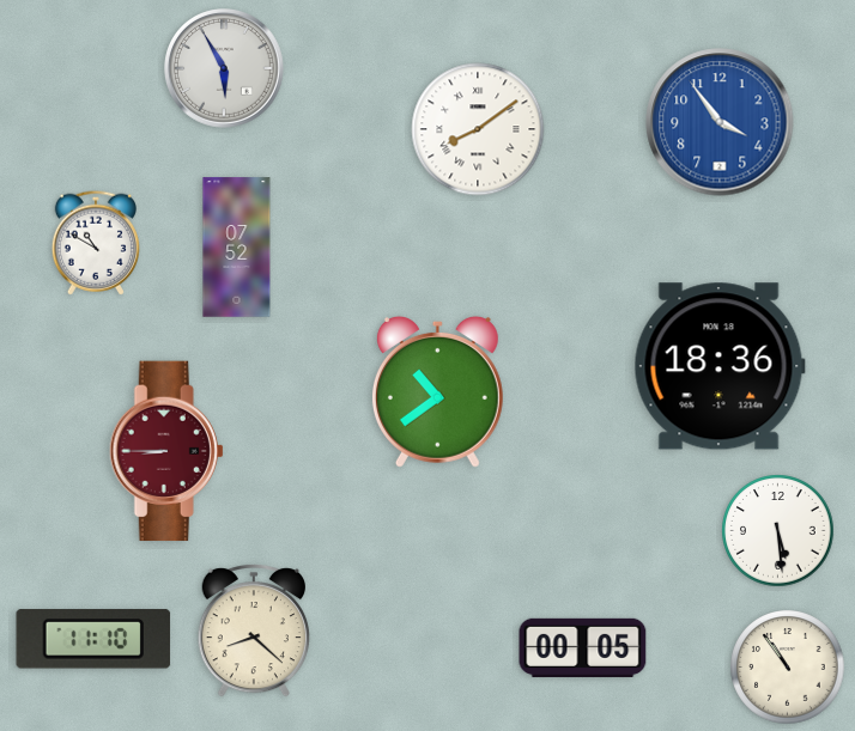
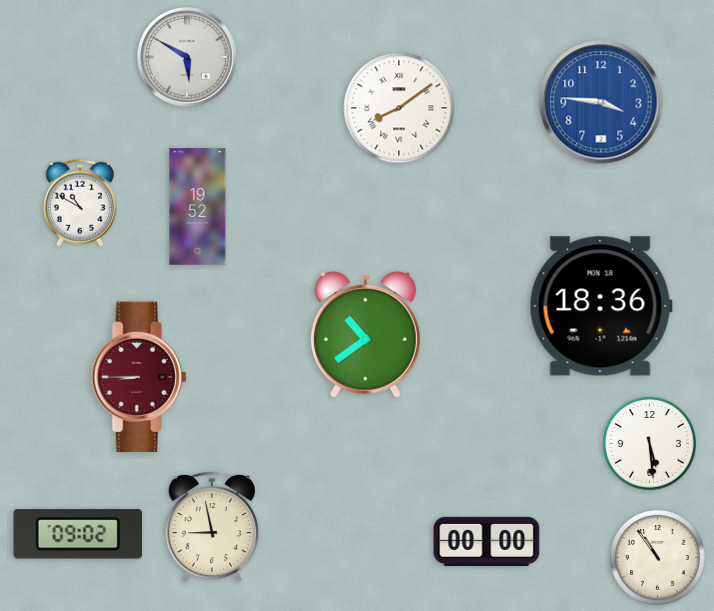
clock at (225, 69): 5:55 -> 5:50
clock at (720, 122): 3:54 -> 3:46
clock at (237, 248): 07:52 -> 19:52
clock at (437, 391) position: (437, 391) -> (365, 334)
clock at (253, 631): 8:22 -> 8:58
clock at (93, 639): 11:10 -> 09:02
clock at (583, 647): 00:05 -> 00:00
